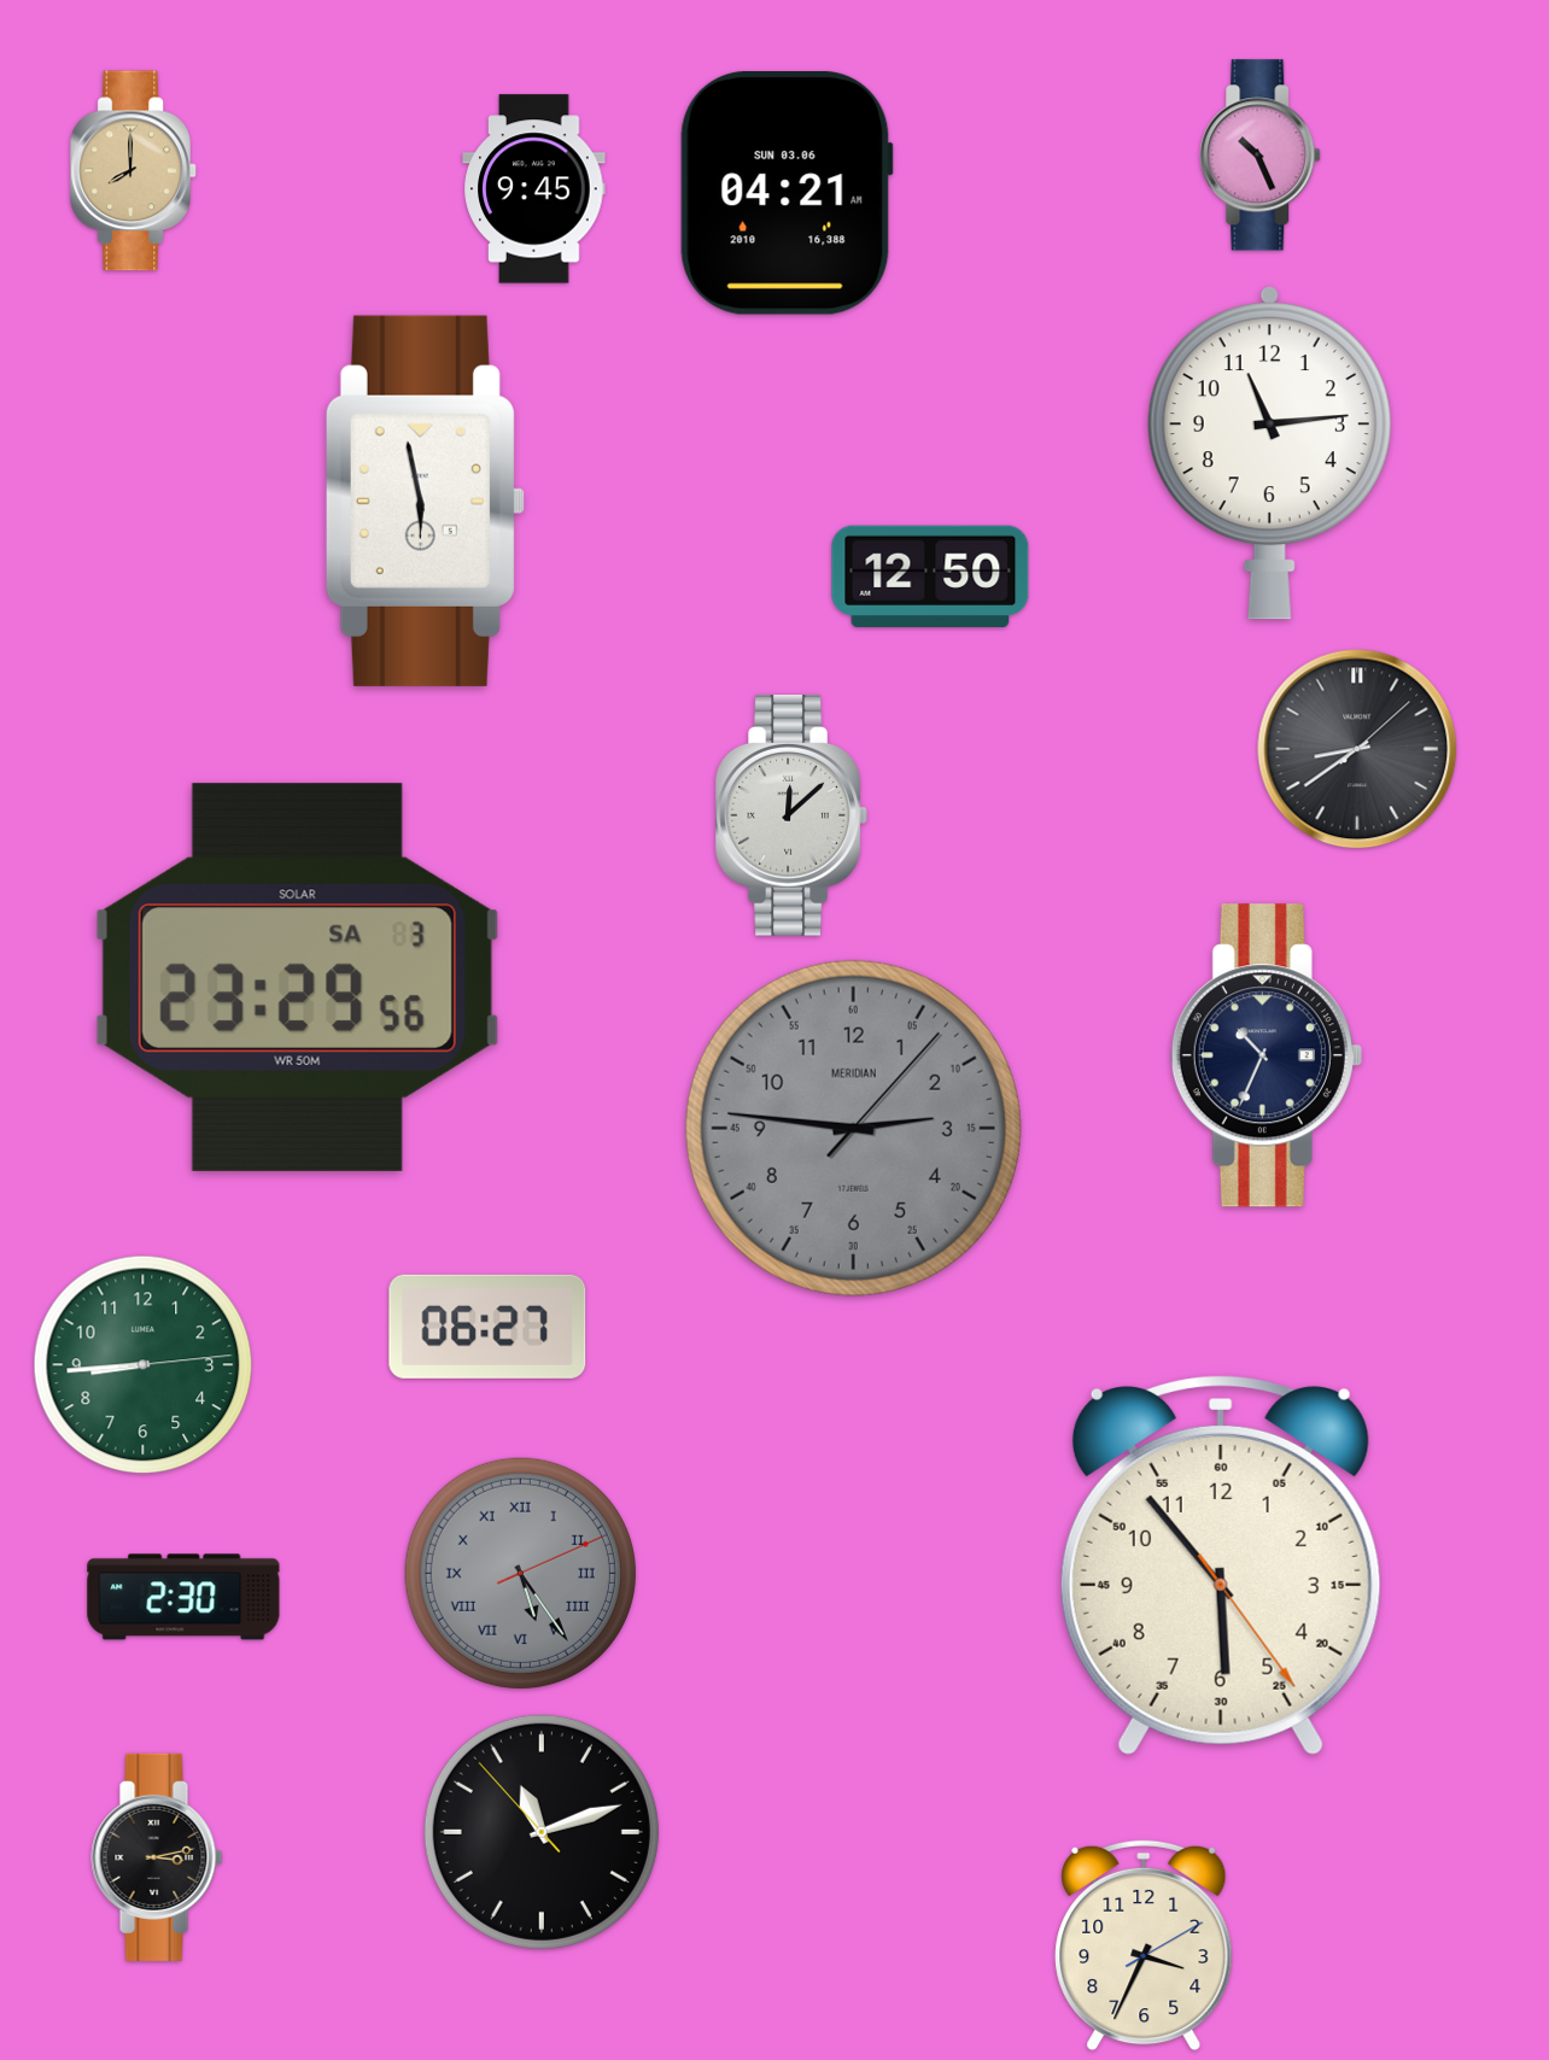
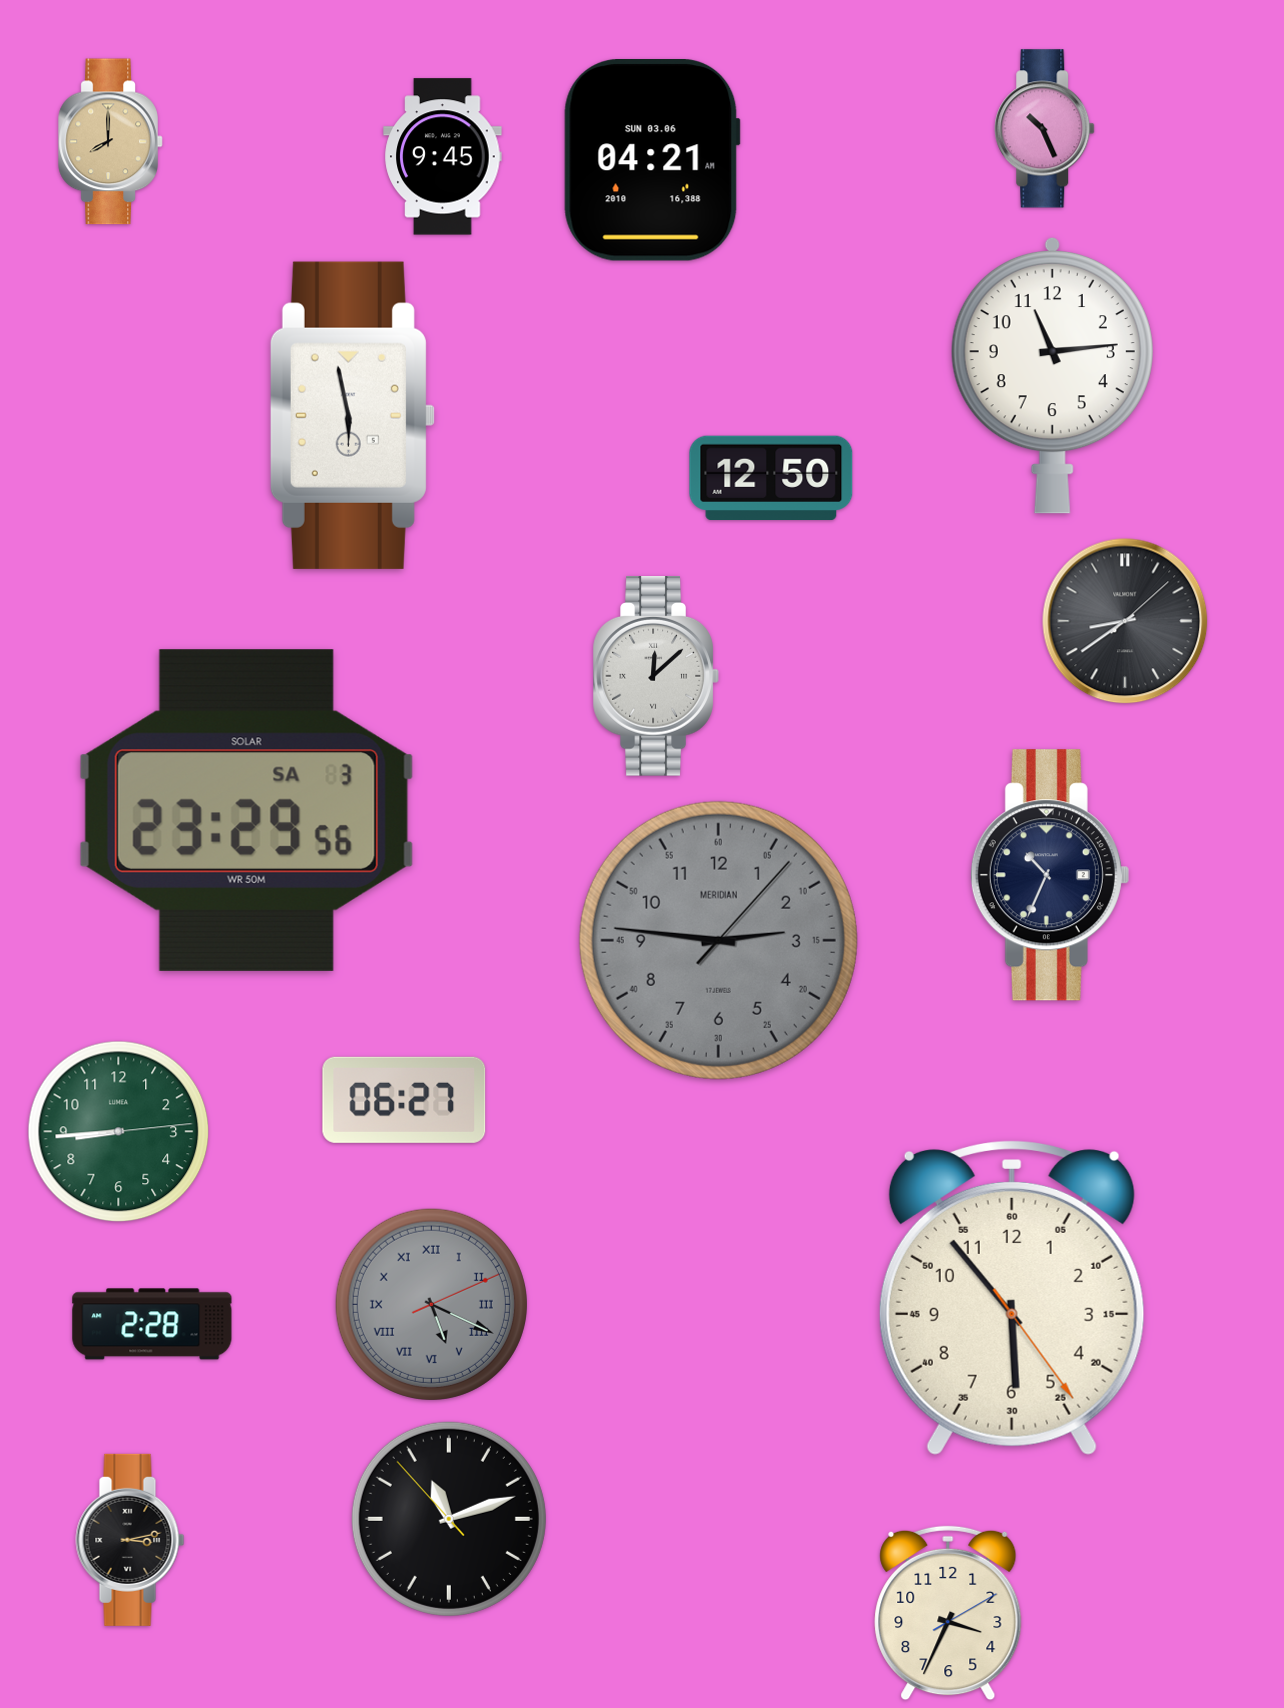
clock at (853, 1128) position: (853, 1128) -> (718, 940)
clock at (520, 1573): 5:24 -> 5:19
clock at (183, 1597): 2:30 -> 2:28
